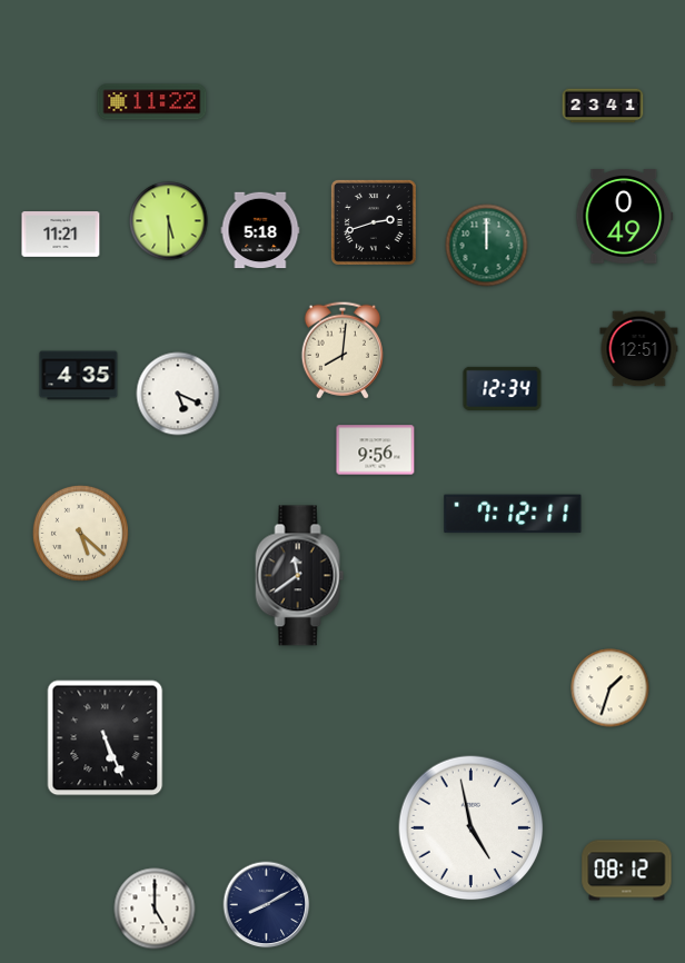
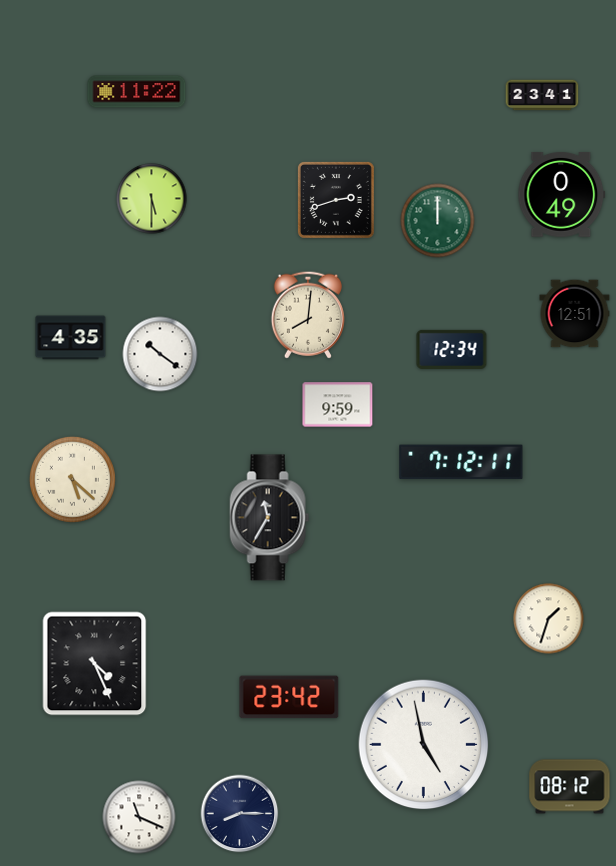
clock at (260, 230): 5:18 -> none
clock at (61, 235): 11:21 -> none
clock at (178, 394): 5:19 -> 10:21
clock at (376, 450): 9:56 -> 9:59
clock at (300, 576): 11:39 -> 11:35
clock at (106, 738): 5:26 -> 4:26
clock at (289, 697): none -> 23:42
clock at (627, 871) position: (627, 871) -> (570, 787)
clock at (267, 905): 8:10 -> 8:15
clock at (155, 909): 5:00 -> 11:19
